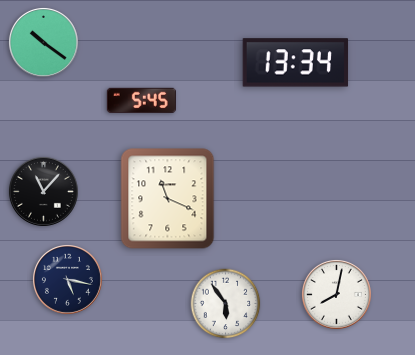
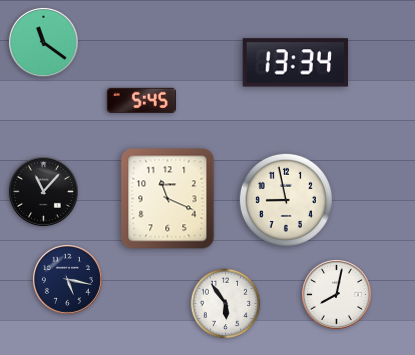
clock at (43, 42): 10:21 -> 11:21
clock at (286, 200): none -> 8:58
